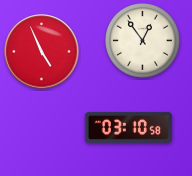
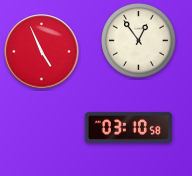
clock at (143, 41) position: (143, 41) -> (139, 41)
